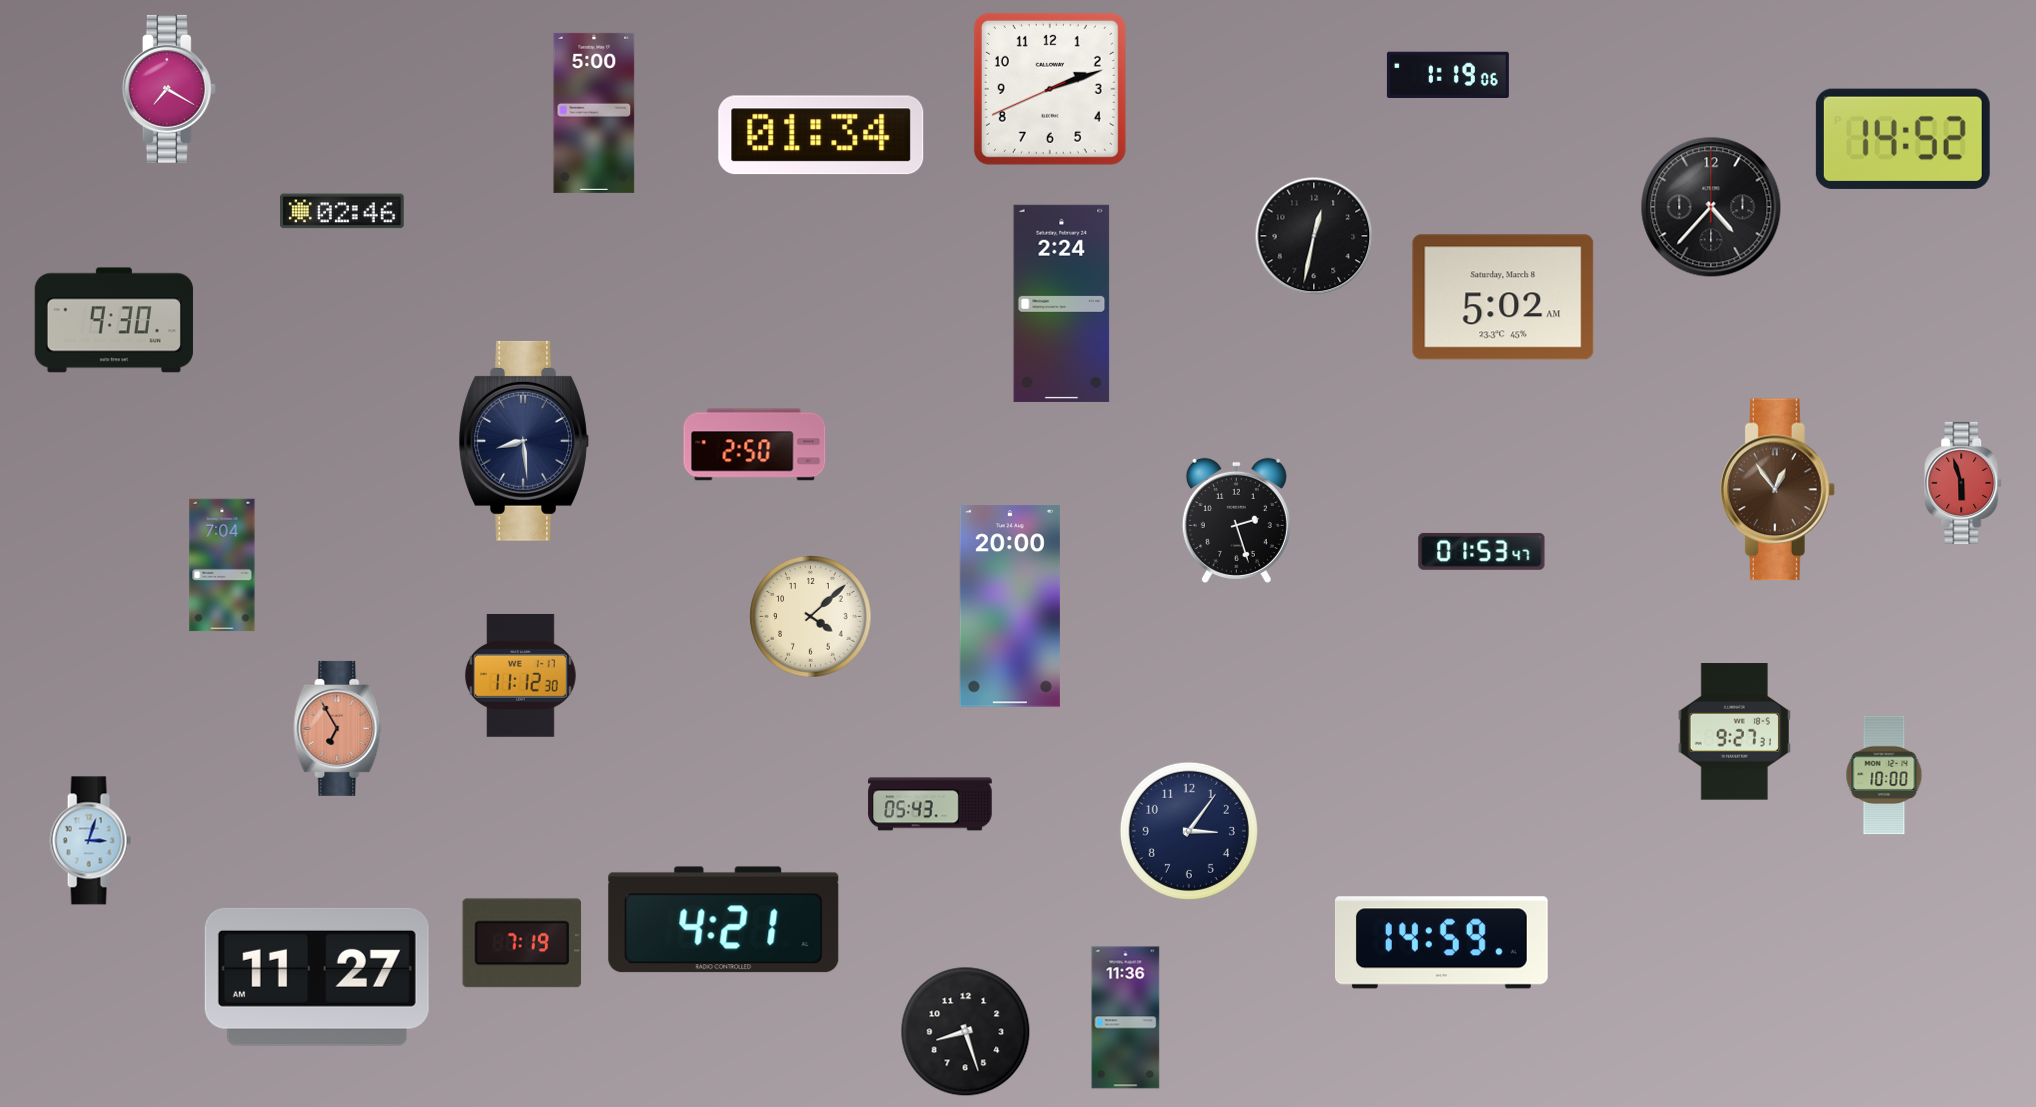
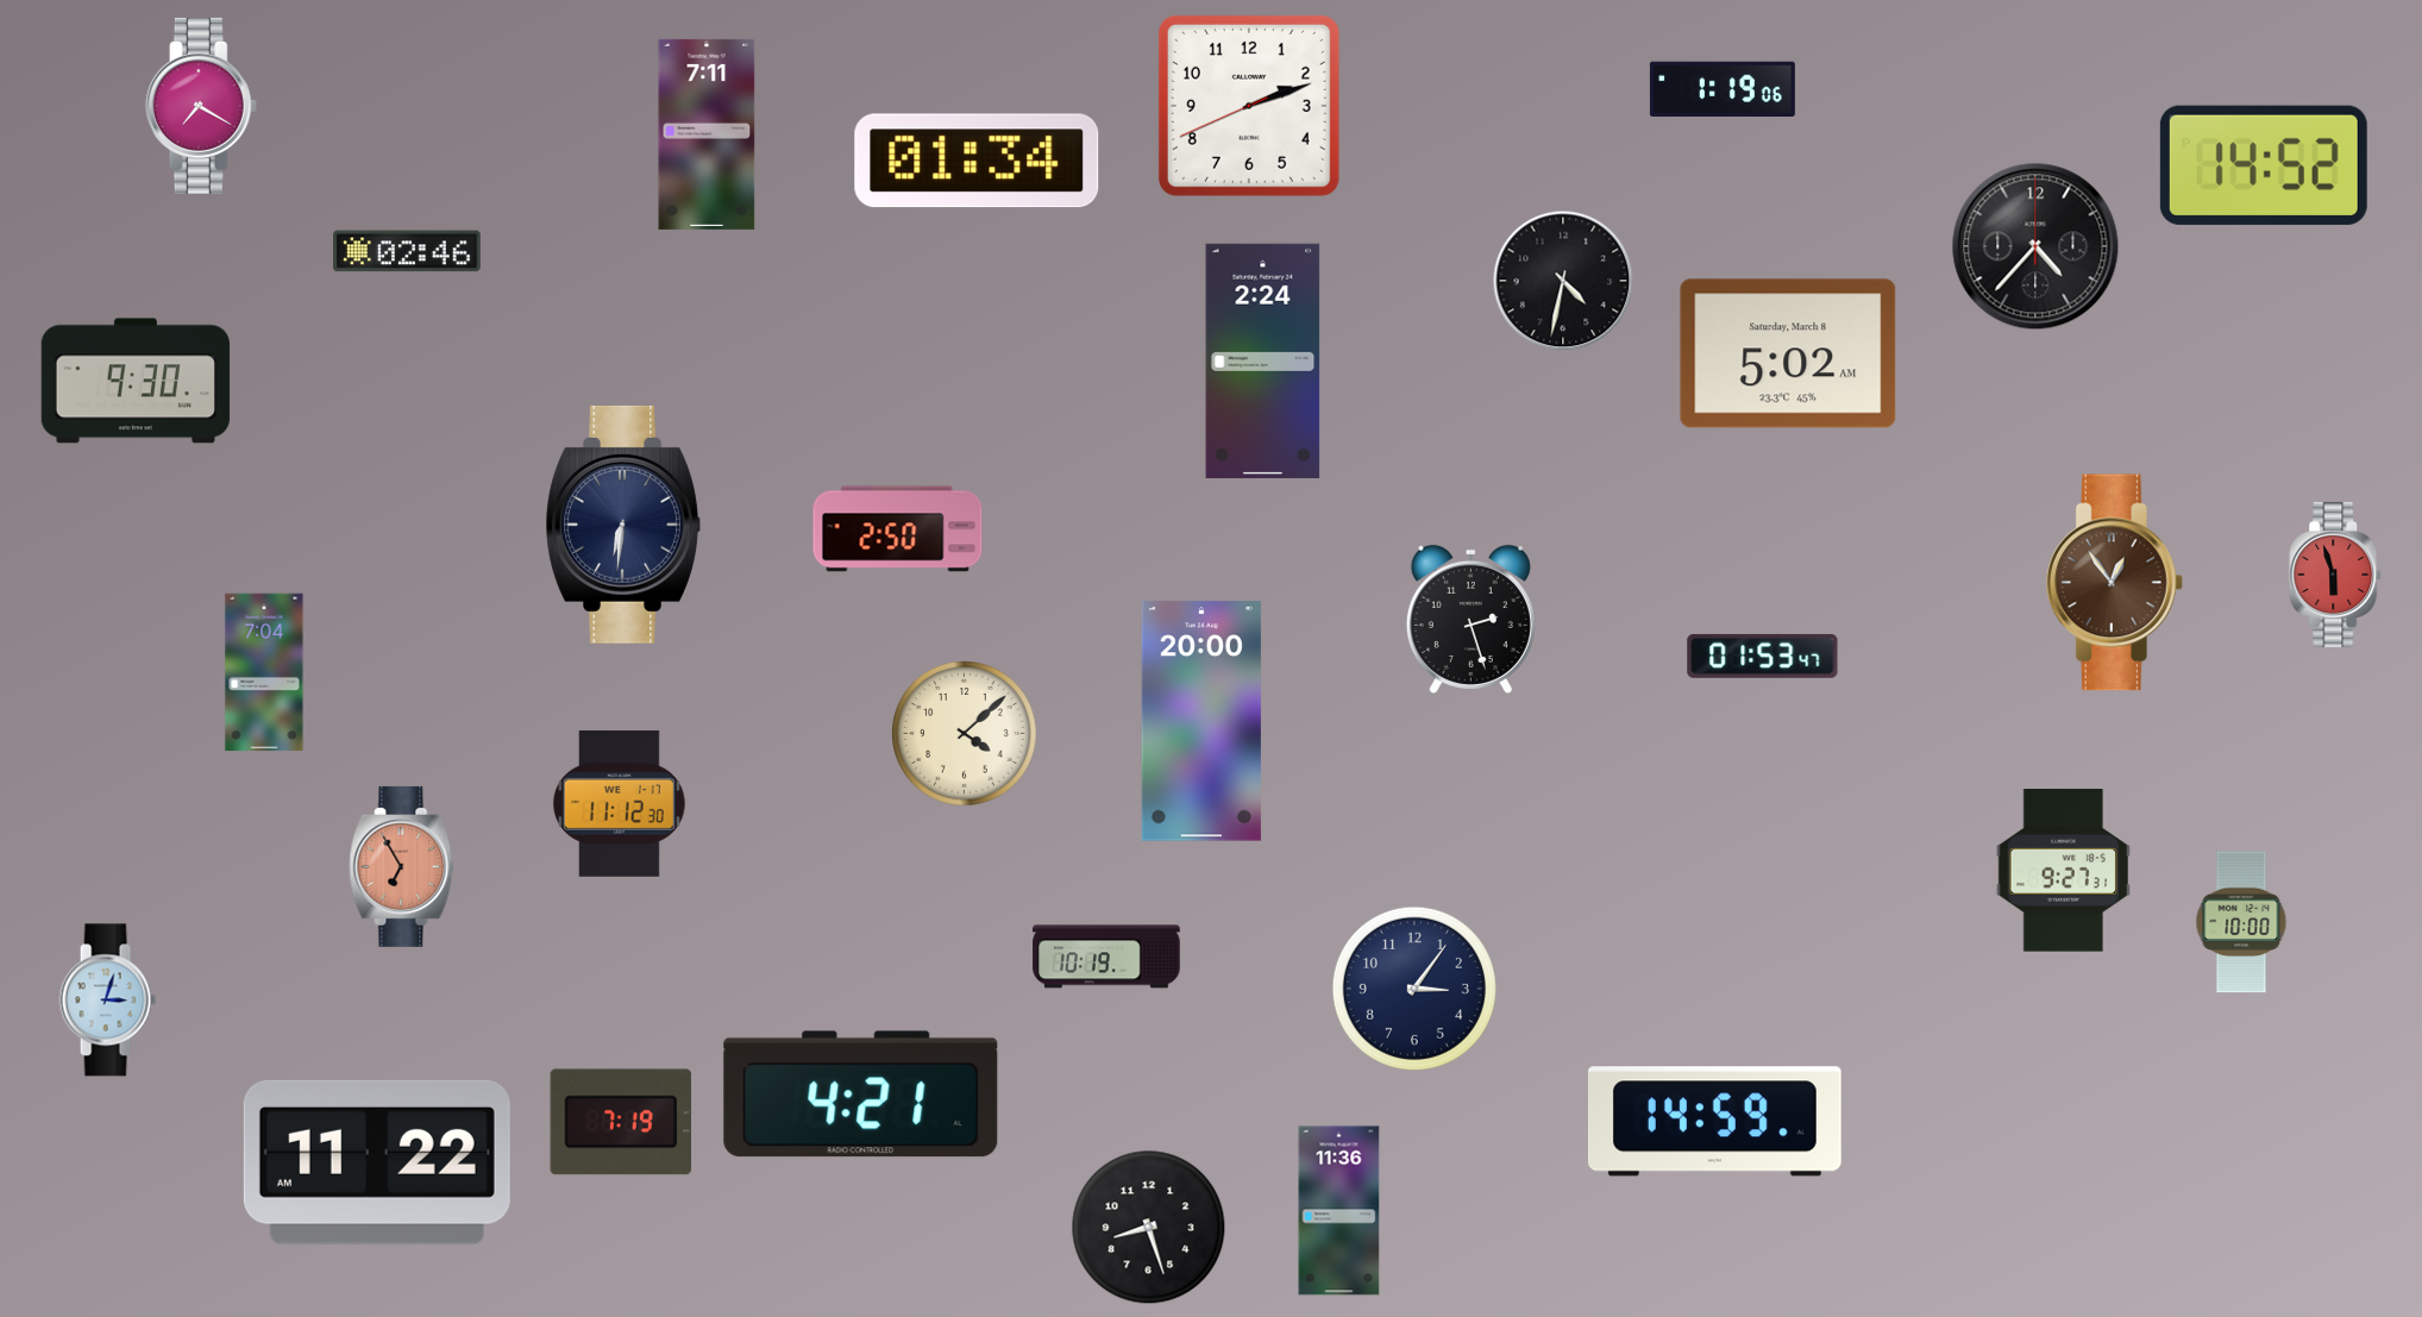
clock at (594, 113): 5:00 -> 7:11
clock at (1314, 236): 12:32 -> 4:32
clock at (524, 441): 8:29 -> 6:31
clock at (930, 804): 05:43 -> 10:19
clock at (317, 977): 11:27 -> 11:22
